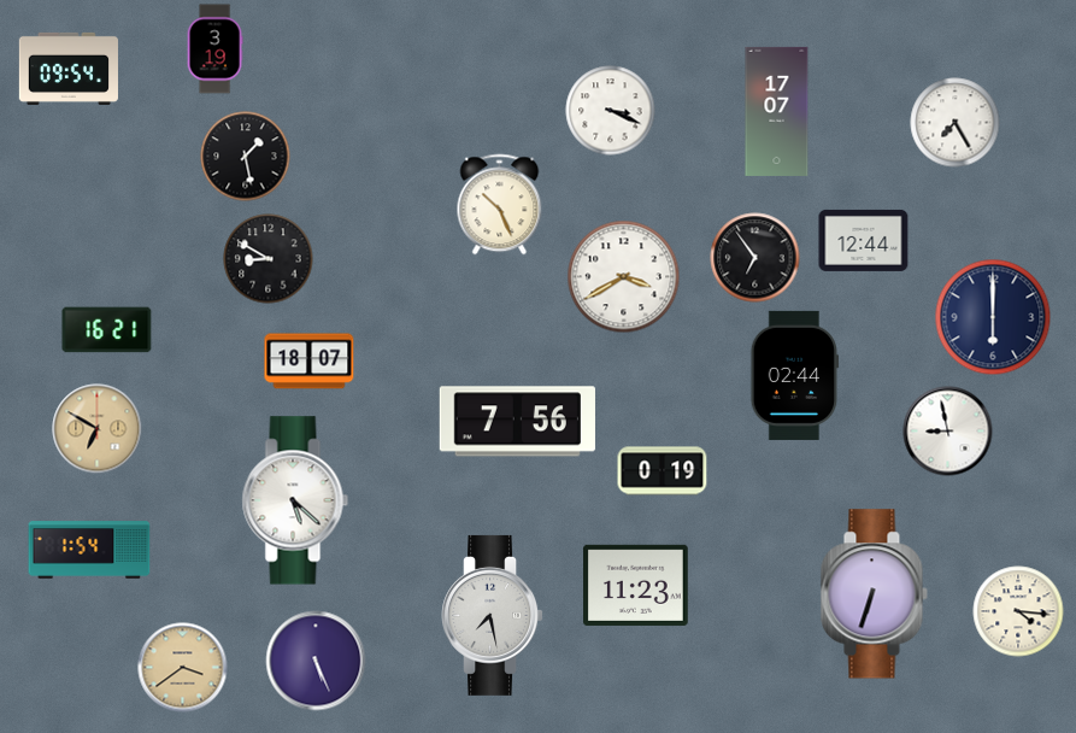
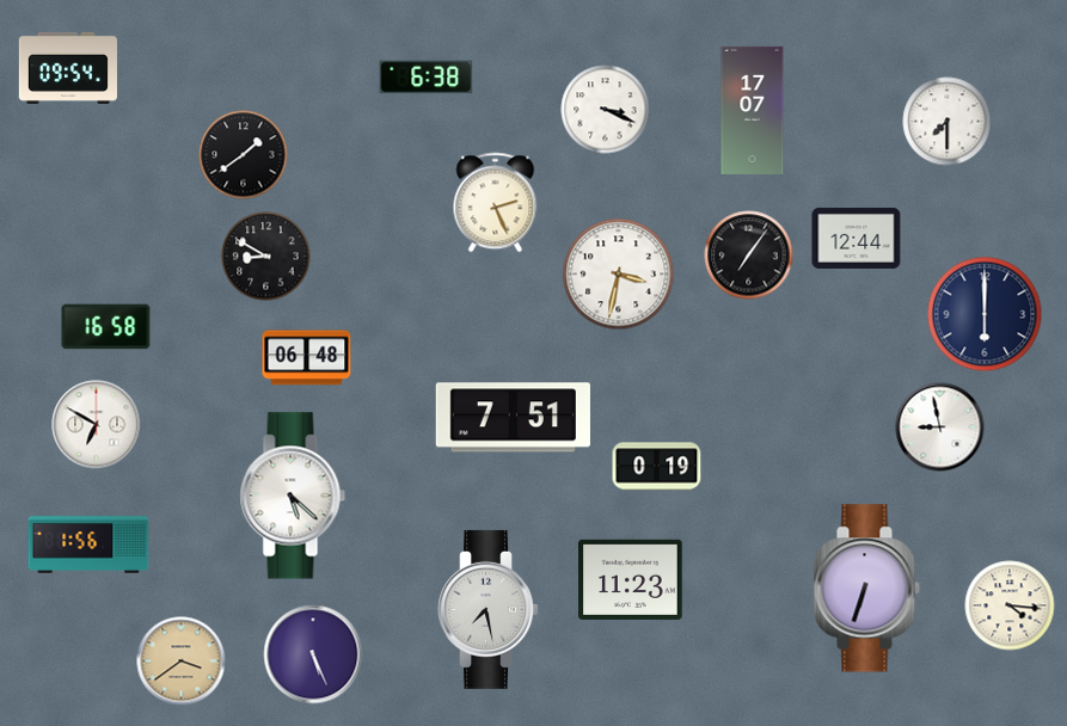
clock at (214, 49): 3:19 -> none
clock at (427, 78): none -> 6:38
clock at (777, 111) position: (777, 111) -> (753, 110)
clock at (956, 123): 7:25 -> 7:30
clock at (246, 157): 1:28 -> 1:39
clock at (500, 205): 10:26 -> 2:26
clock at (755, 258): 6:54 -> 7:06
clock at (624, 277): 3:40 -> 3:32
clock at (107, 330): 16:21 -> 16:58
clock at (310, 362): 18:07 -> 06:48
clock at (795, 375): 02:44 -> none
clock at (517, 422): 7:56 -> 7:51
clock at (98, 429) dial: champagne -> white
clock at (89, 550): 1:54 -> 1:56
